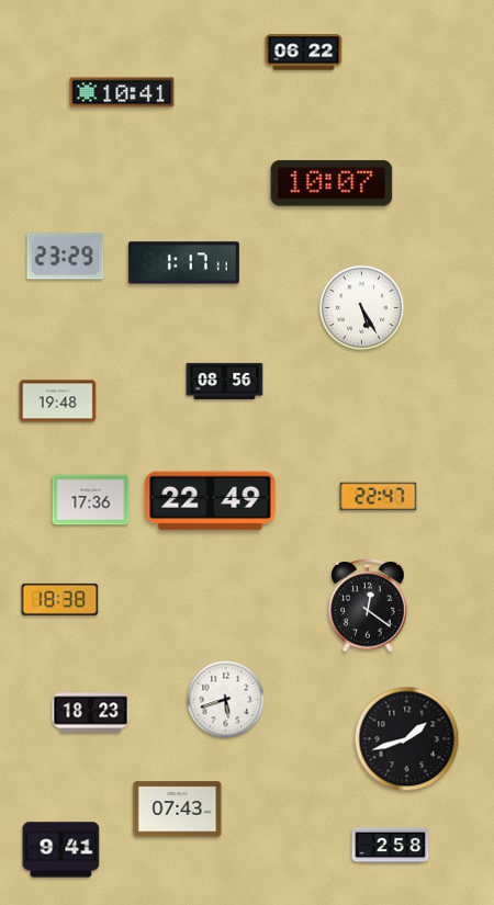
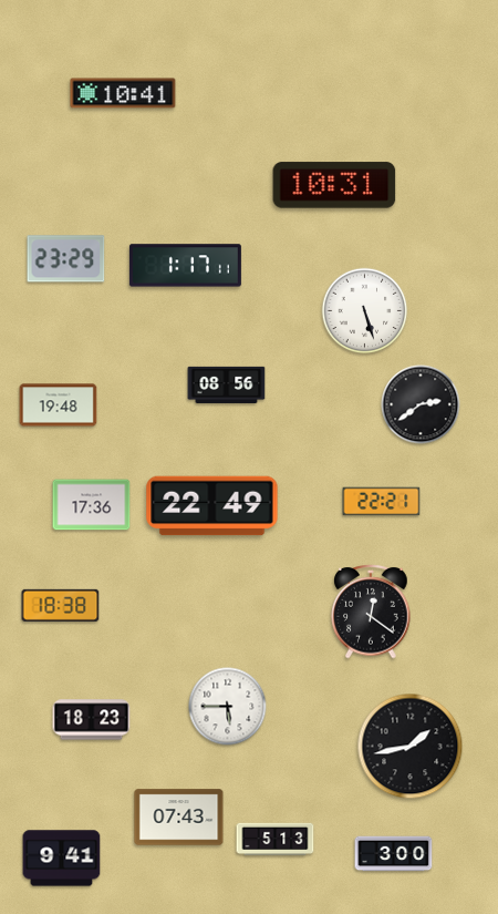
clock at (304, 53): 06:22 -> none
clock at (332, 183): 10:07 -> 10:31
clock at (362, 308): 5:25 -> 5:27
clock at (421, 404): none -> 2:39
clock at (379, 497): 22:47 -> 22:21
clock at (226, 700): 5:42 -> 5:45
clock at (407, 739): 1:42 -> 1:43
clock at (276, 839): none -> 5:13
clock at (391, 846): 2:58 -> 3:00
